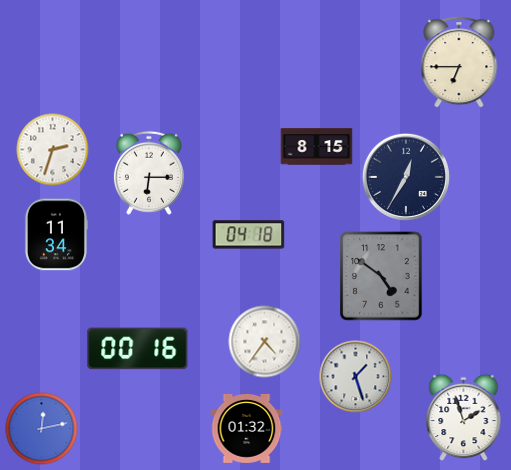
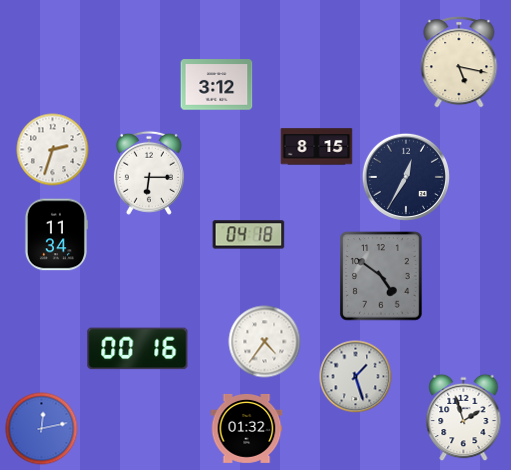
clock at (459, 62): 6:45 -> 5:17
clock at (217, 85): none -> 3:12
